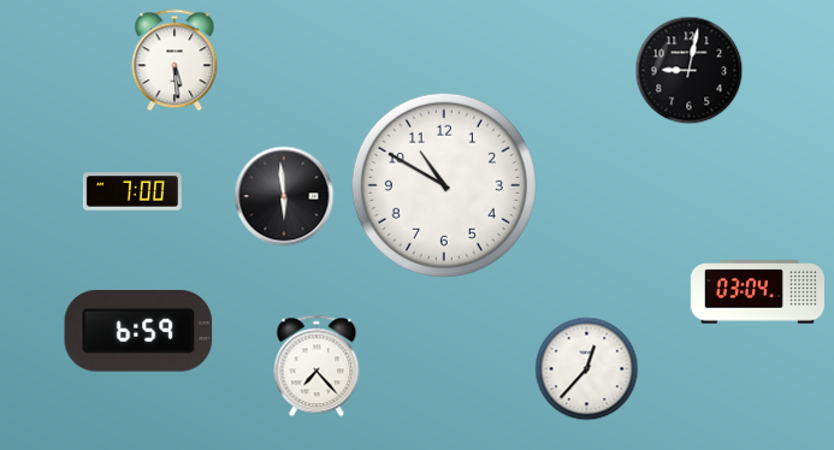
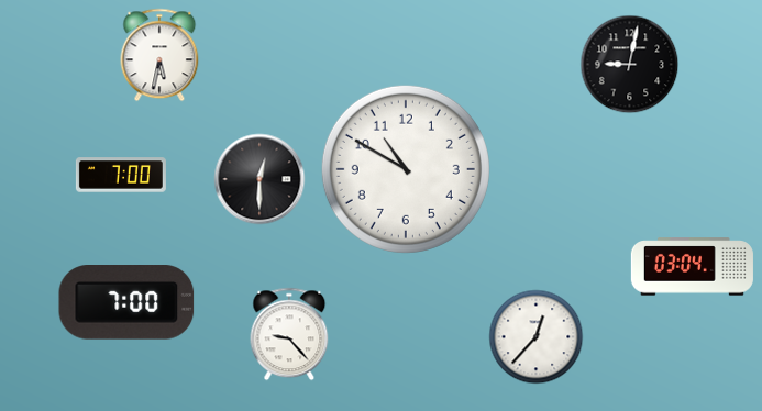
clock at (175, 60): 5:29 -> 5:32
clock at (284, 196): 5:59 -> 12:30
clock at (138, 331): 6:59 -> 7:00
clock at (317, 366): 7:23 -> 9:23
